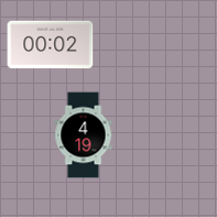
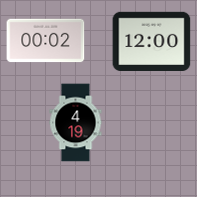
clock at (151, 41): none -> 12:00
